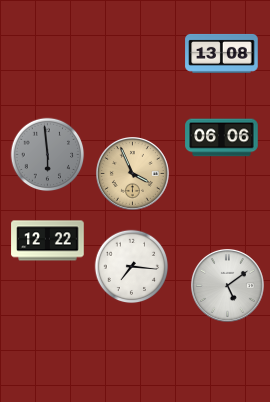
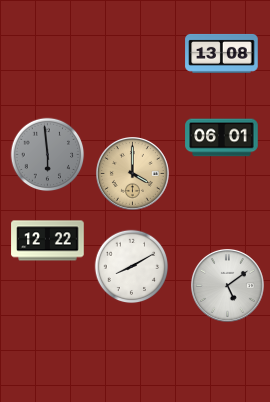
clock at (222, 138): 06:06 -> 06:01
clock at (133, 174): 3:56 -> 4:00
clock at (132, 267): 7:16 -> 8:10
